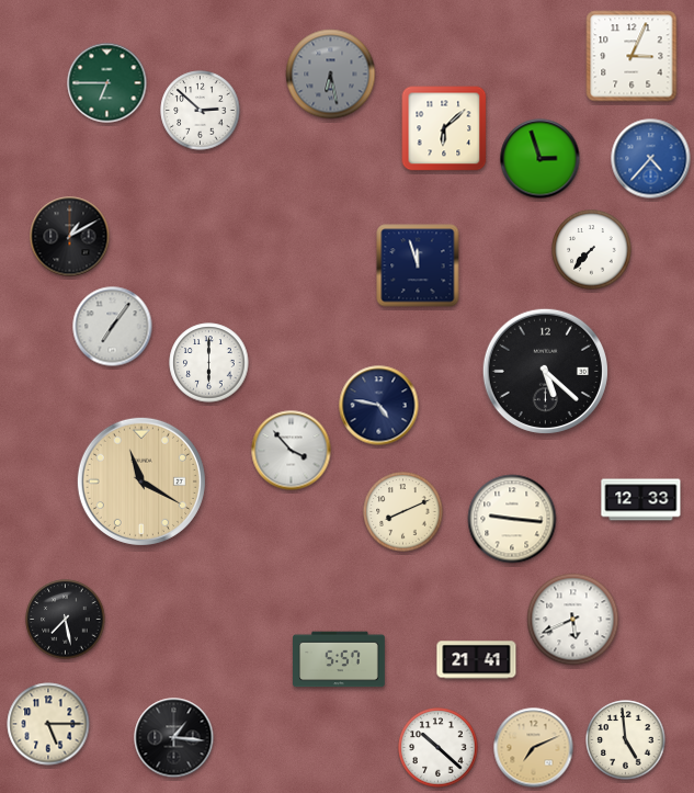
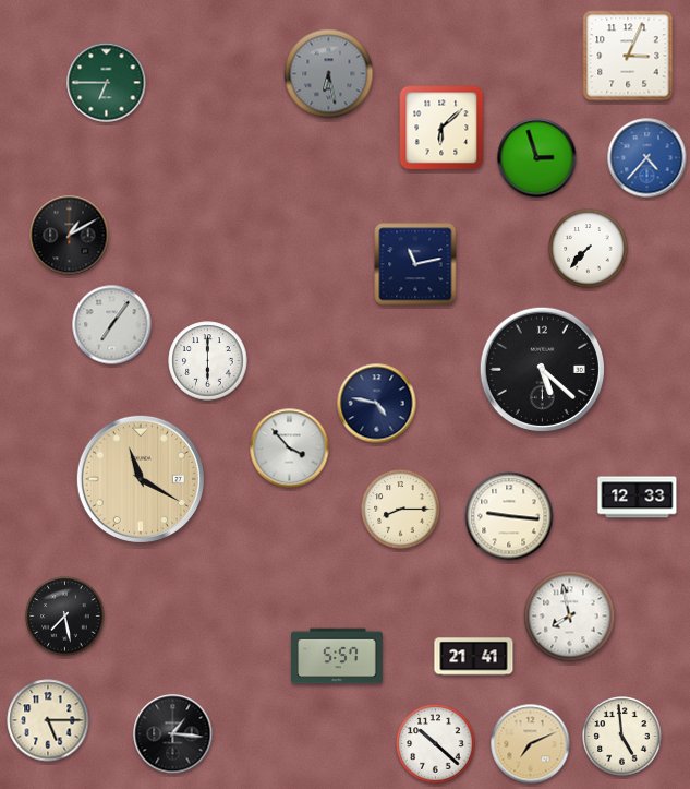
clock at (201, 111): 2:52 -> none
clock at (418, 265): 11:57 -> 11:13
clock at (403, 512): 8:11 -> 8:15
clock at (573, 620): 5:41 -> 7:58
